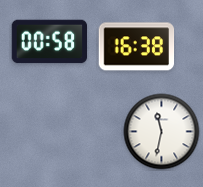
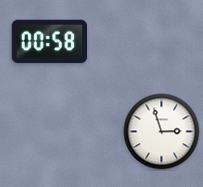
clock at (137, 47): 16:38 -> none
clock at (162, 132): 11:32 -> 2:57
